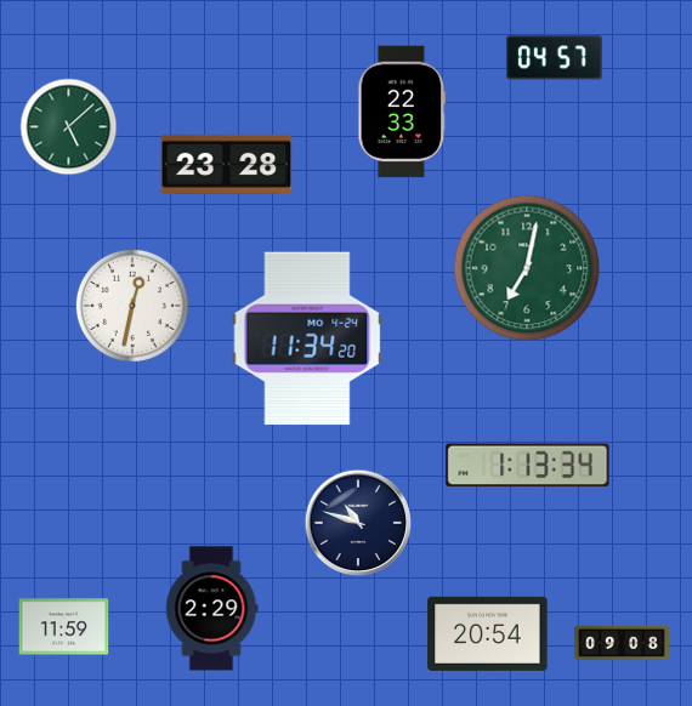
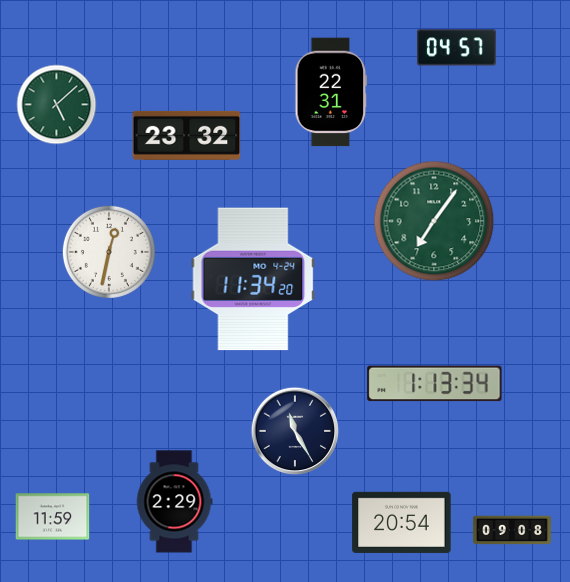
clock at (402, 112): 22:33 -> 22:31
clock at (227, 164): 23:28 -> 23:32
clock at (527, 268): 7:02 -> 7:06
clock at (358, 523): 10:48 -> 11:25
